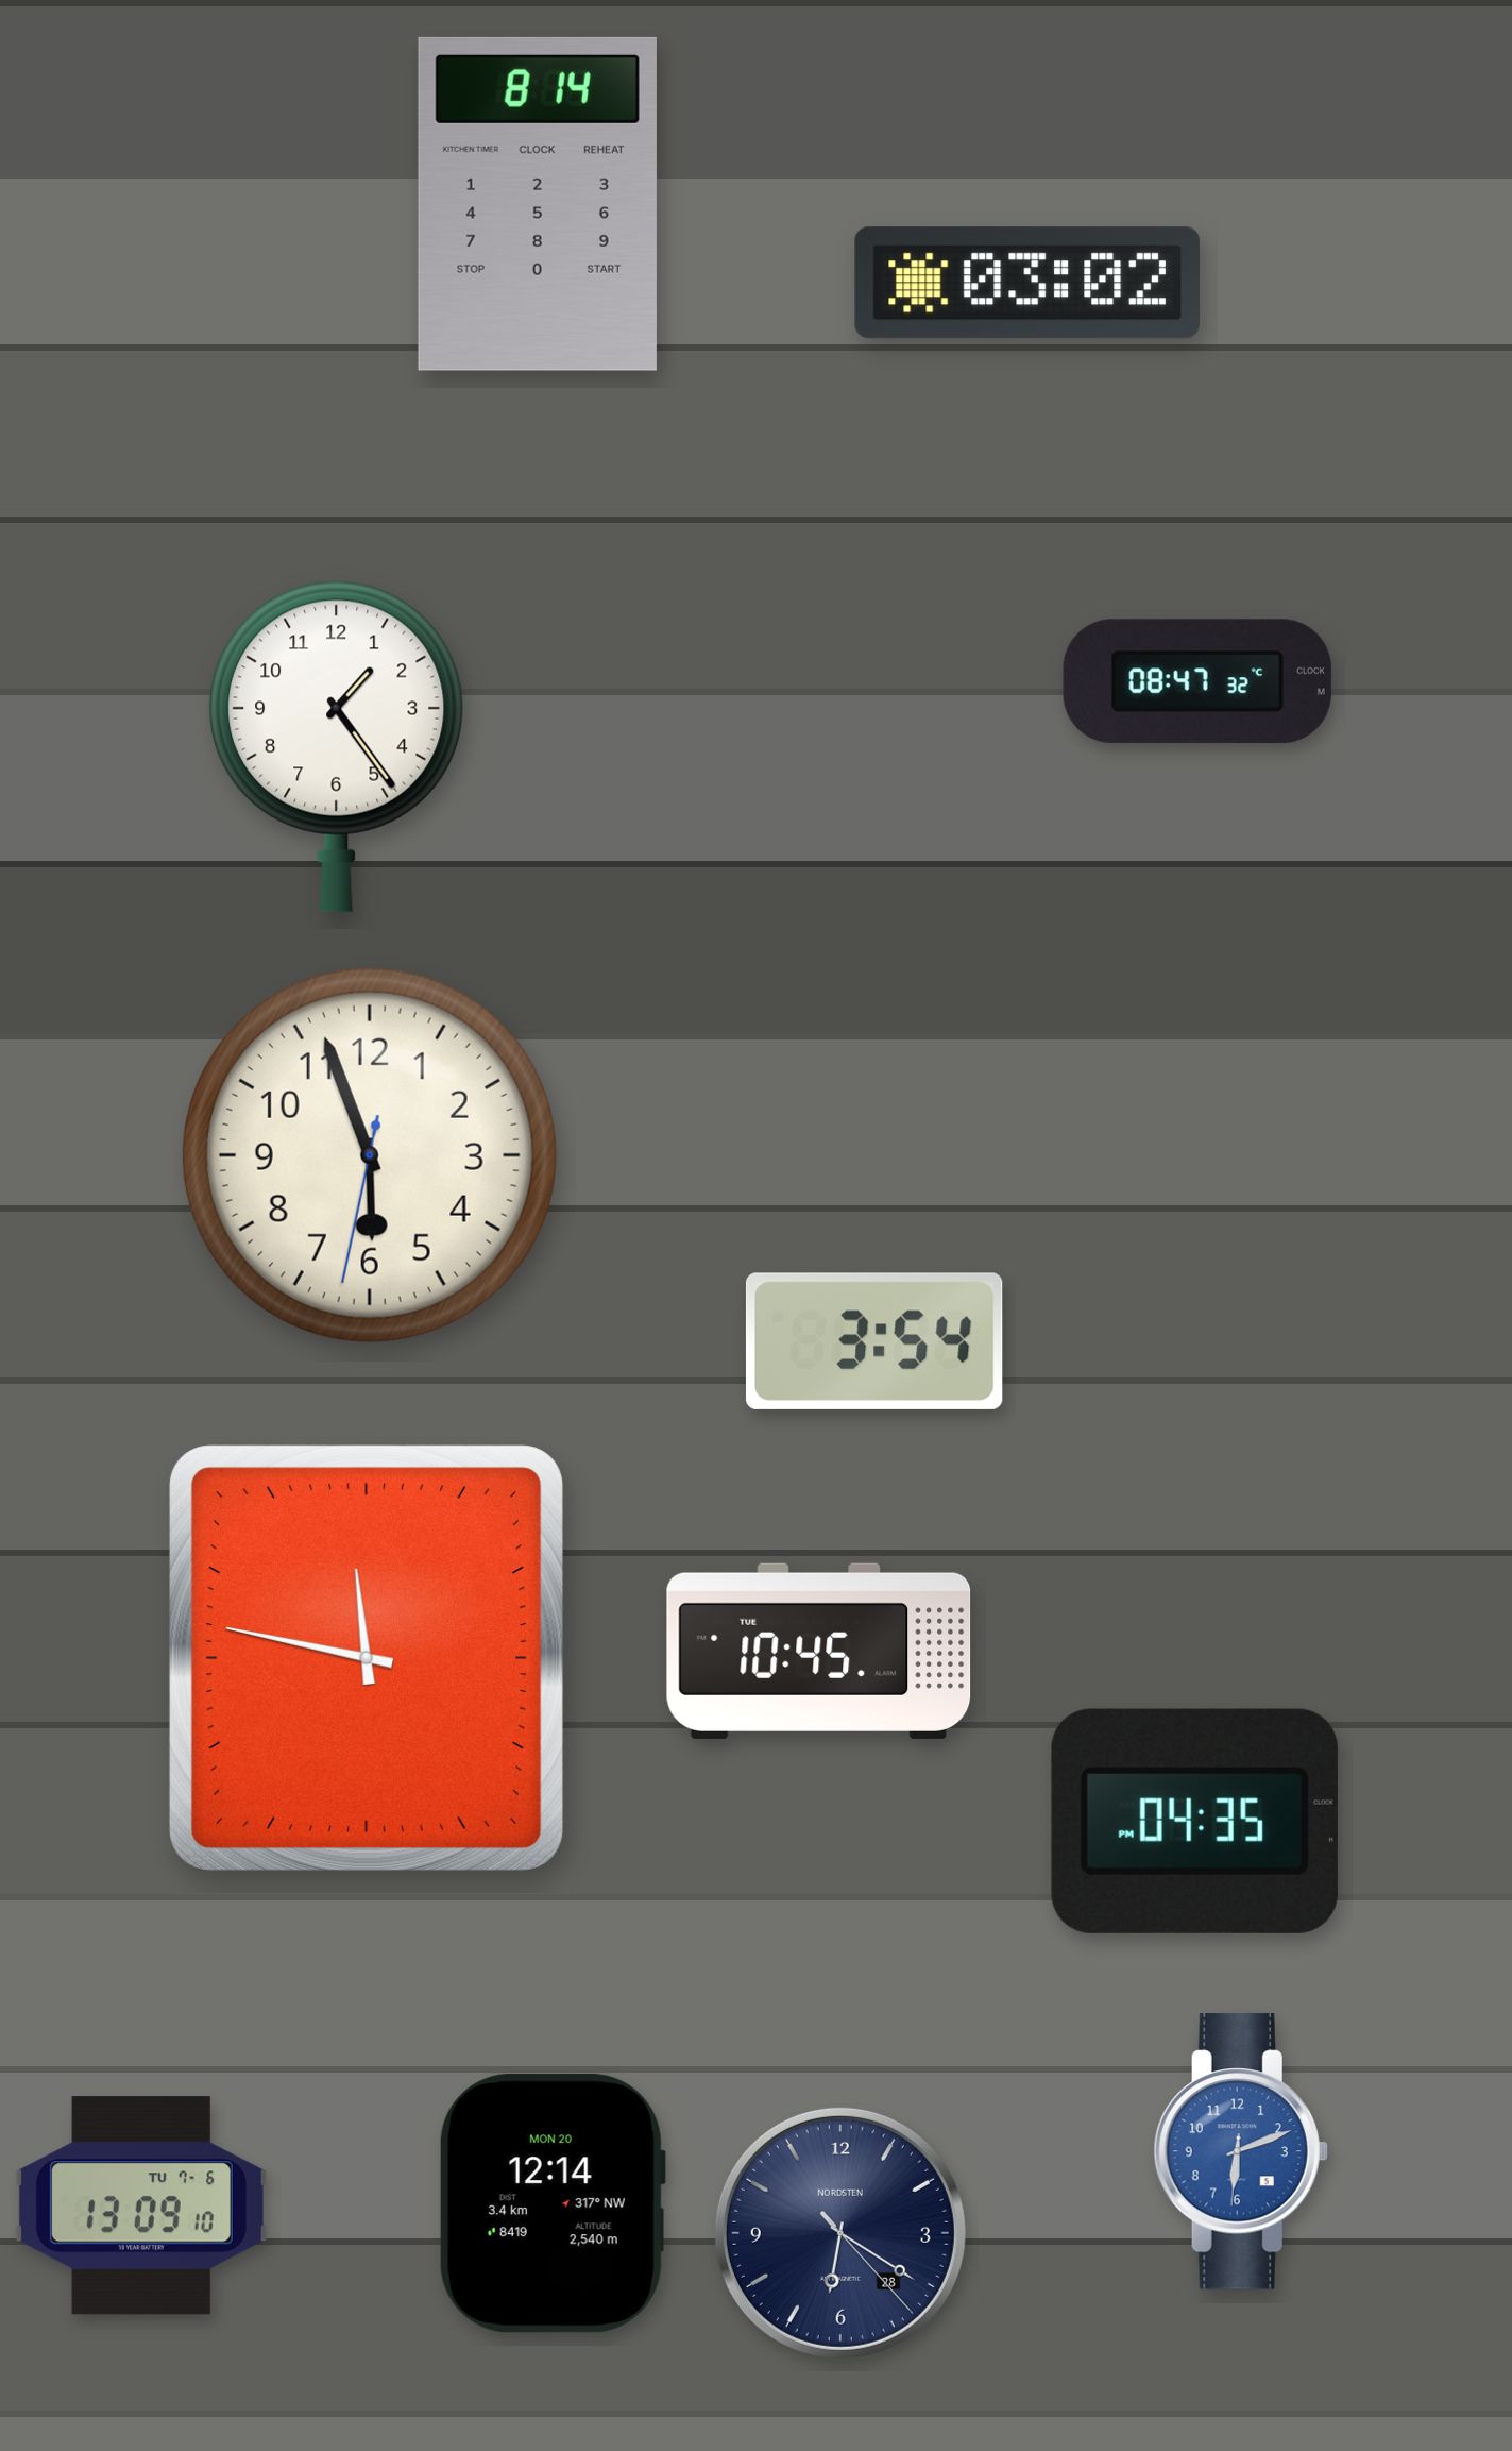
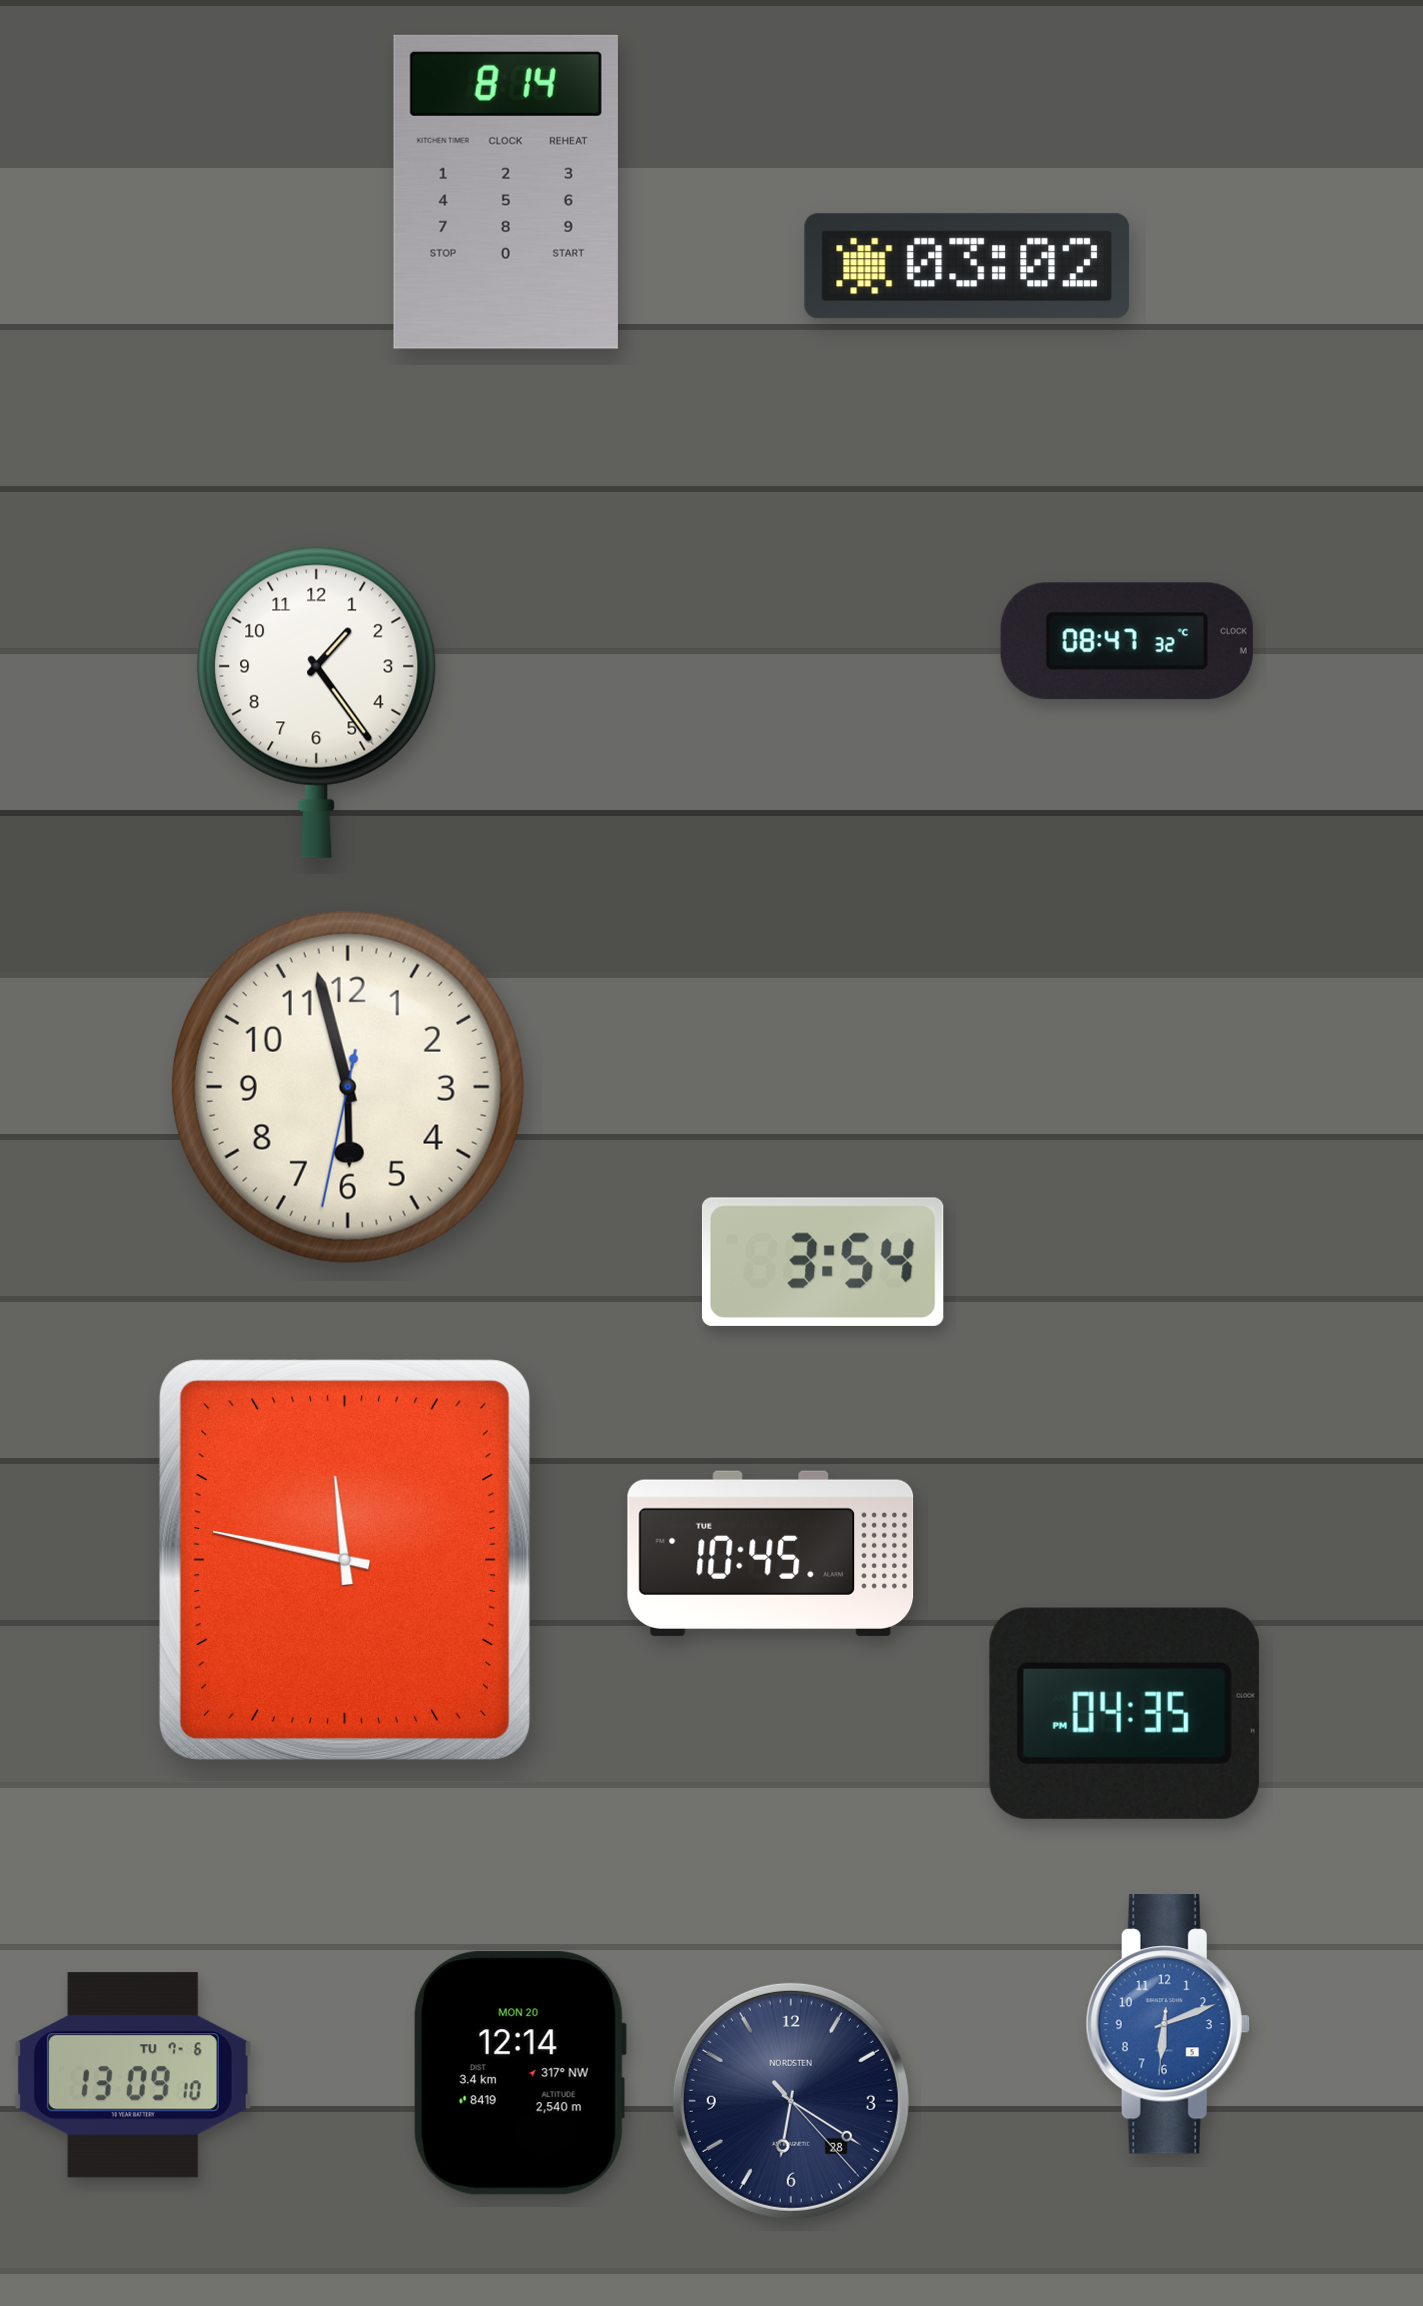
clock at (370, 1155): 5:56 -> 5:57
